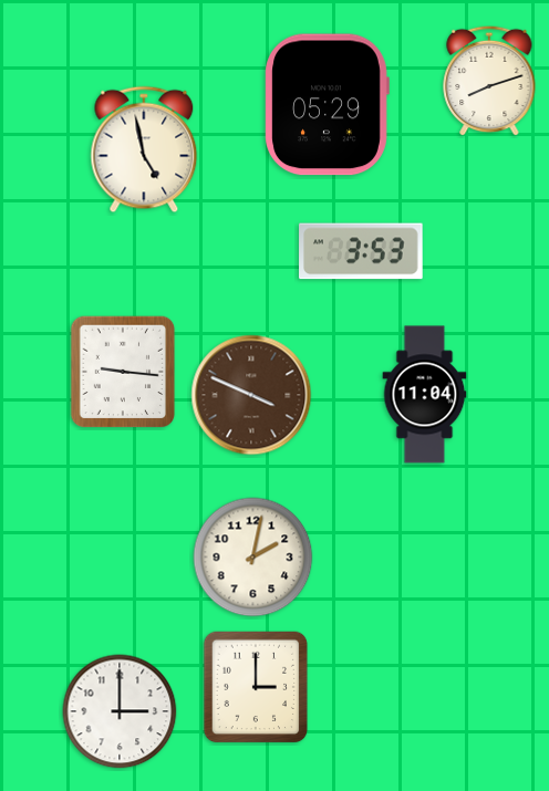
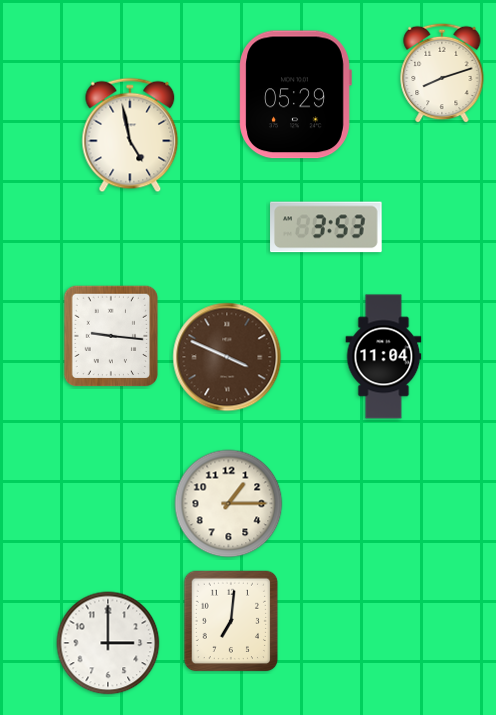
clock at (253, 558): 2:02 -> 1:15
clock at (256, 687): 3:00 -> 7:01
